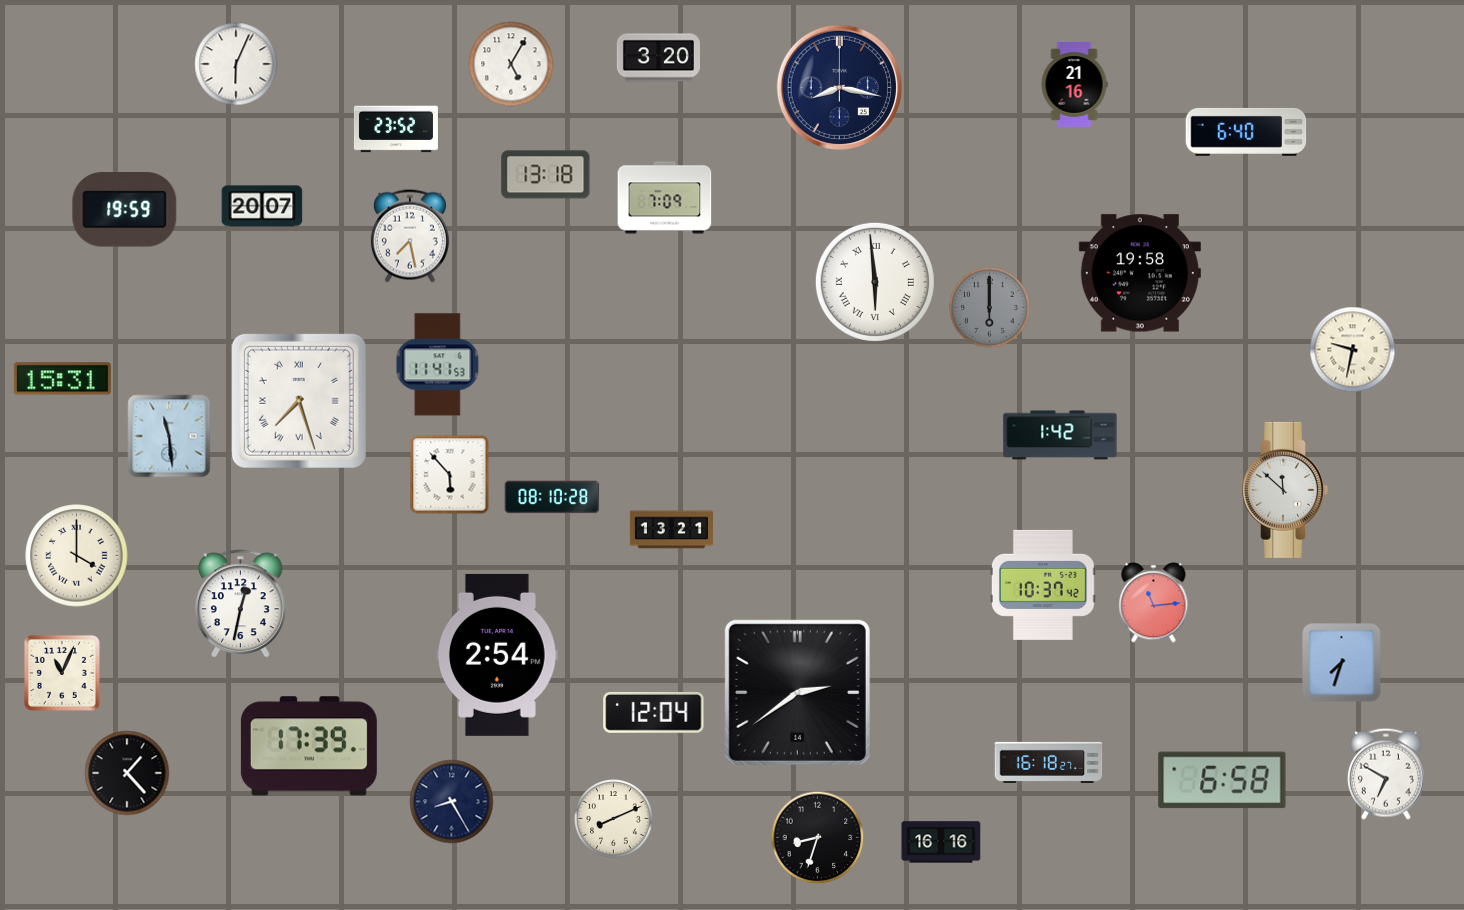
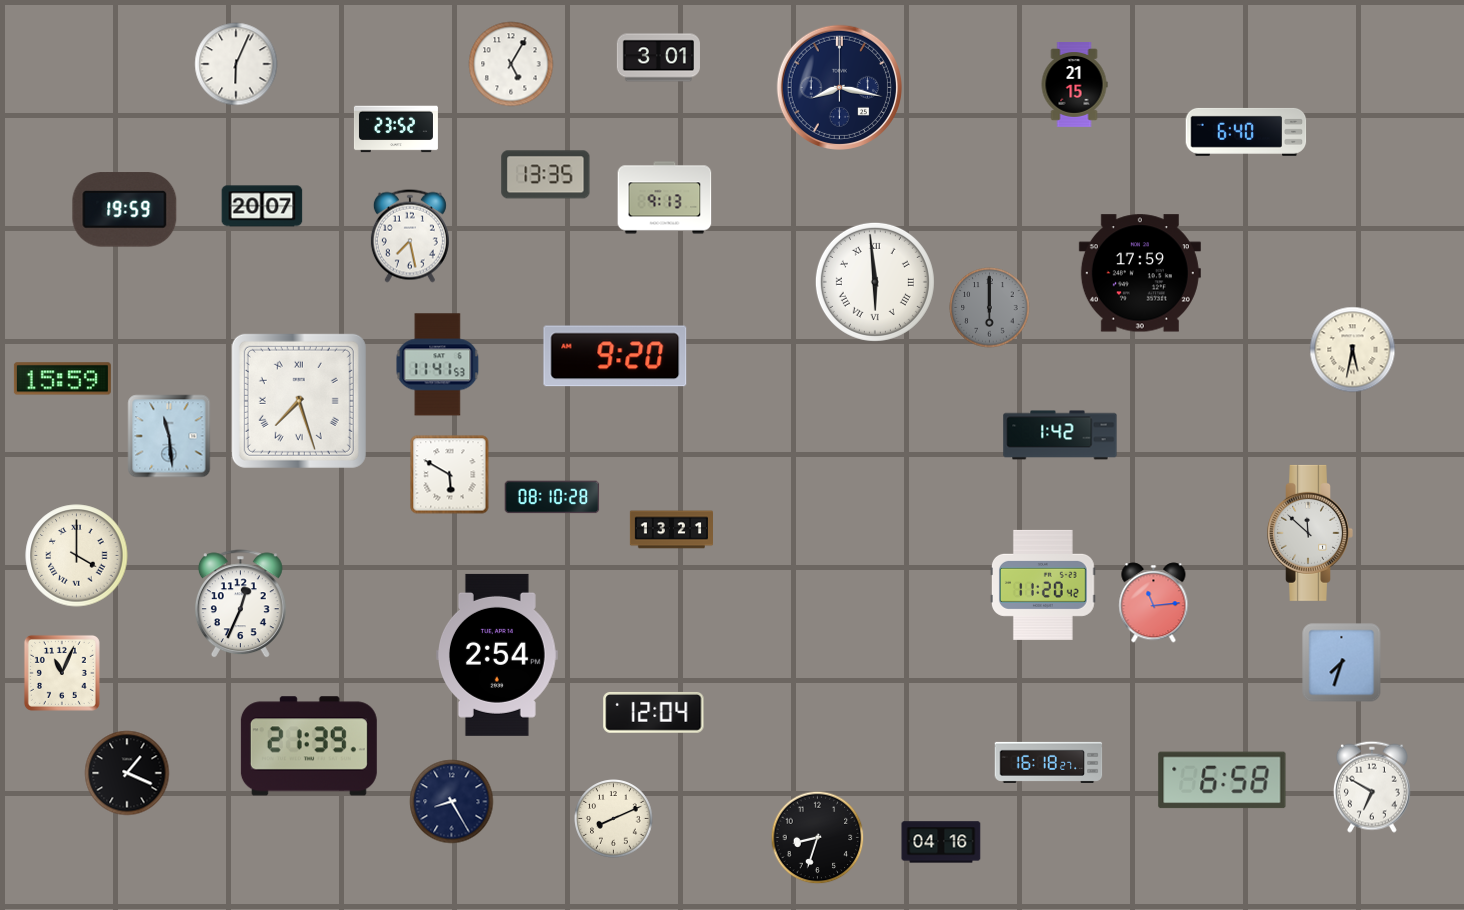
clock at (658, 58): 3:20 -> 3:01
clock at (1074, 85): 21:16 -> 21:15
clock at (546, 175): 13:18 -> 13:35
clock at (665, 198): 7:09 -> 9:13
clock at (1140, 273): 19:58 -> 17:59
clock at (1353, 350): 9:32 -> 5:32
clock at (615, 356): none -> 9:20
clock at (62, 379): 15:31 -> 15:59
clock at (450, 475): 5:53 -> 5:50
clock at (1285, 490) position: (1285, 490) -> (1310, 533)
clock at (1043, 585): 10:37 -> 11:20
clock at (240, 604): 12:32 -> 12:34
clock at (797, 692): 2:39 -> none
clock at (309, 746): 17:39 -> 21:39
clock at (127, 773): 1:23 -> 1:19
clock at (1386, 774) position: (1386, 774) -> (1372, 787)
clock at (941, 842): 16:16 -> 04:16
